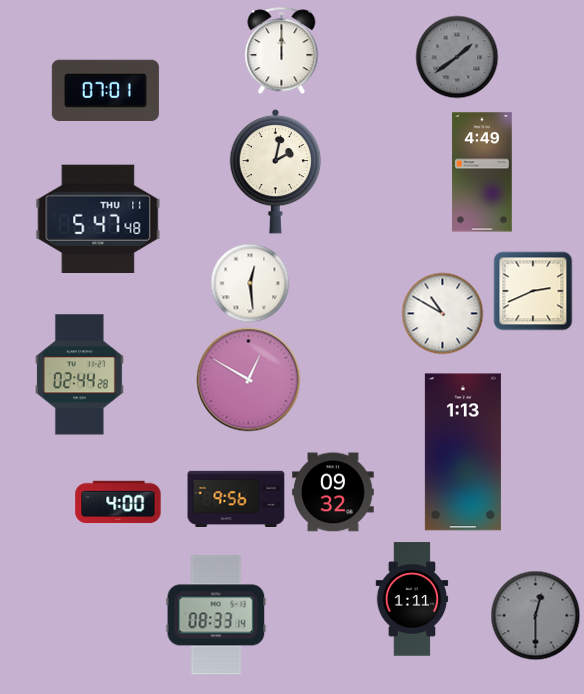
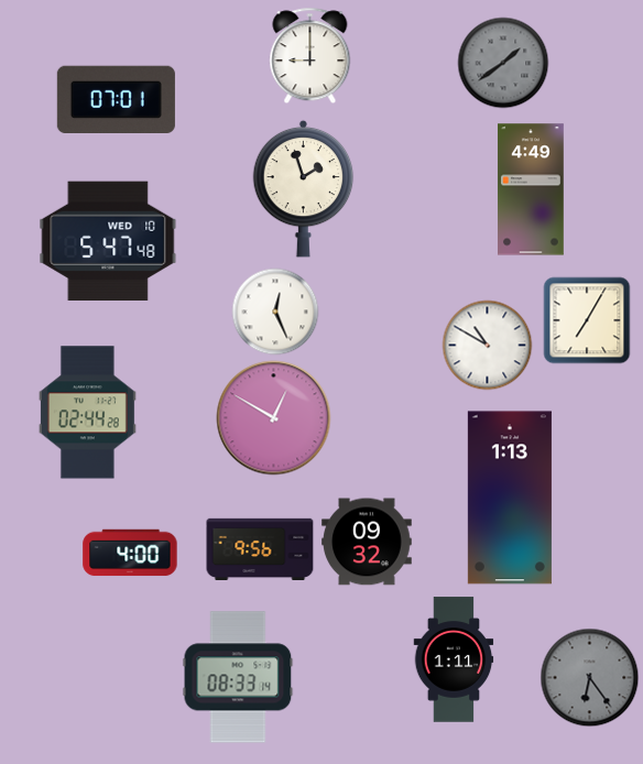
clock at (282, 51): 12:00 -> 9:00
clock at (276, 171): 2:02 -> 1:57
clock at (98, 218) date: THU 11 -> WED 10
clock at (250, 283): 12:29 -> 12:26
clock at (533, 291): 2:41 -> 7:05
clock at (536, 616): 12:30 -> 6:24
